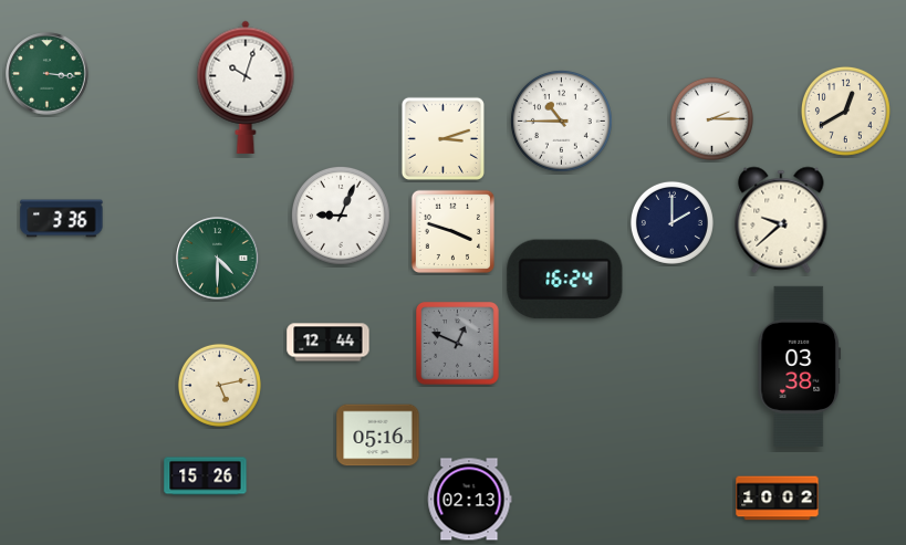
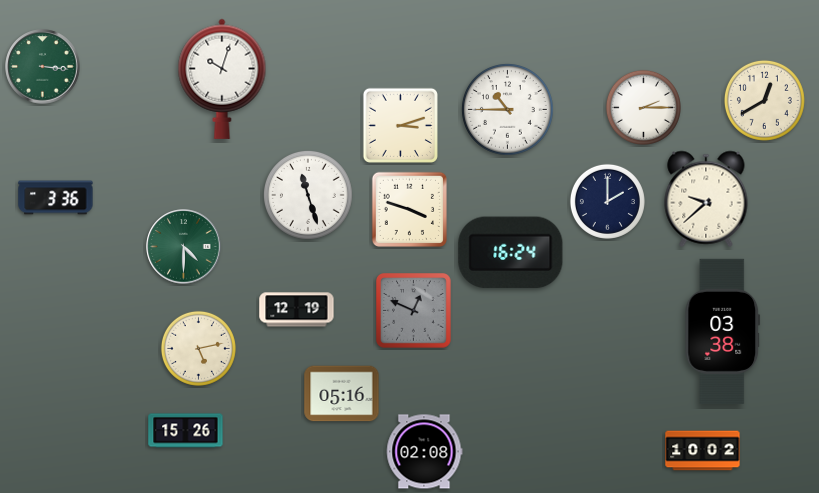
clock at (341, 216): 9:04 -> 11:27
clock at (218, 259) position: (218, 259) -> (184, 247)
clock at (329, 343): 12:44 -> 12:19
clock at (469, 500): 02:13 -> 02:08
